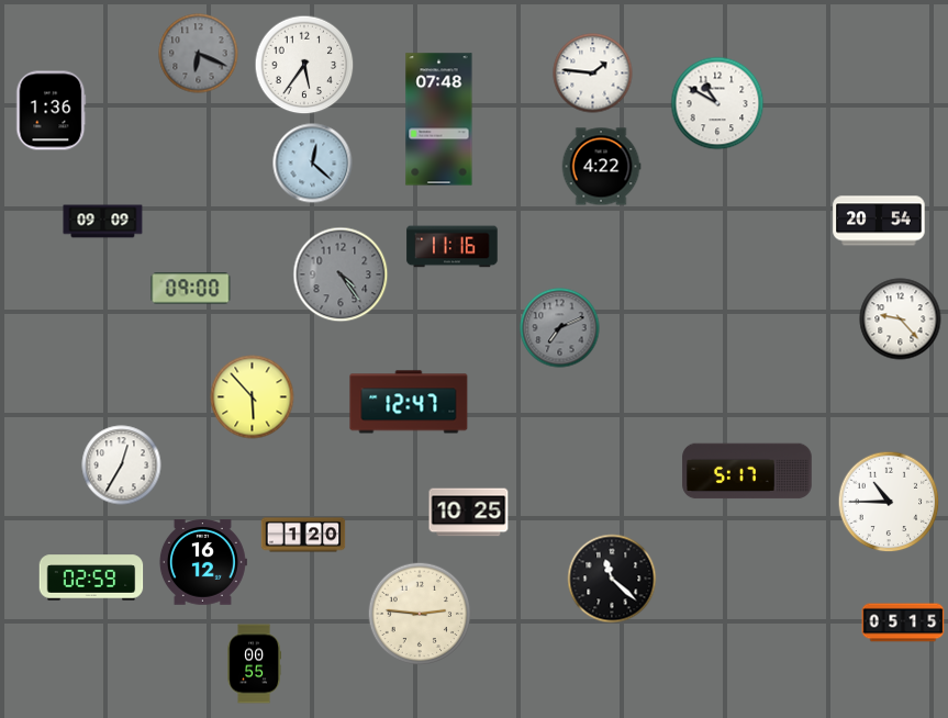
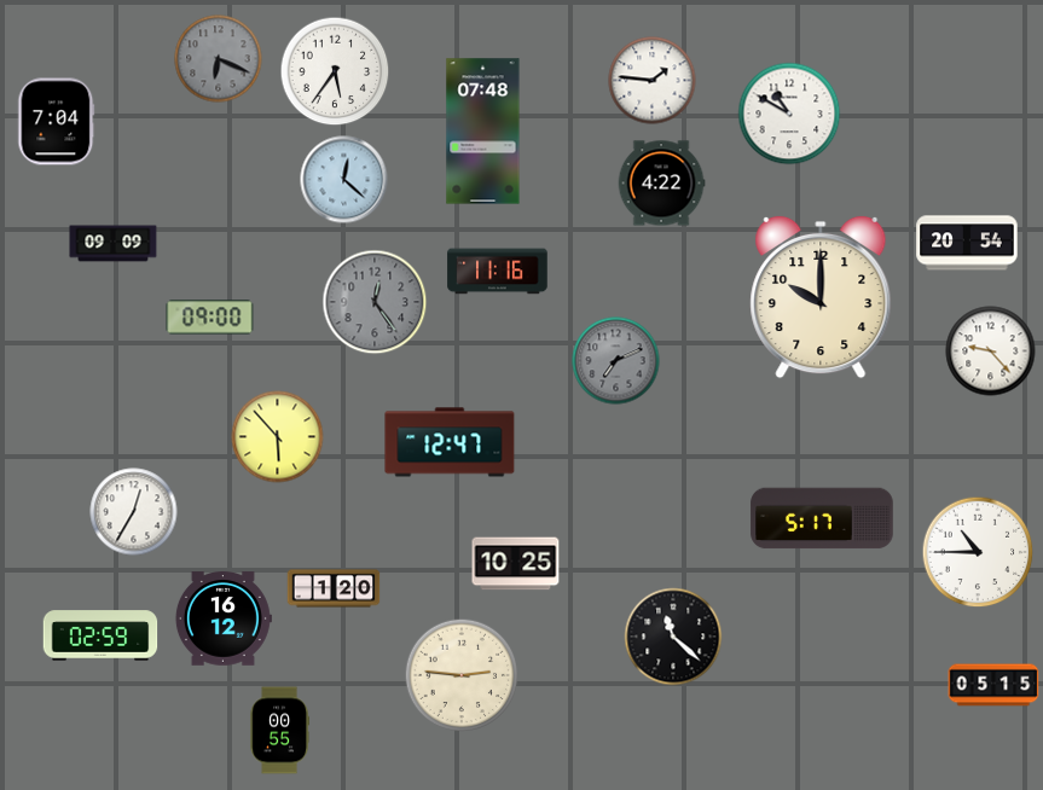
clock at (52, 111): 1:36 -> 7:04
clock at (821, 297): none -> 10:00
clock at (341, 274): 4:24 -> 12:24
